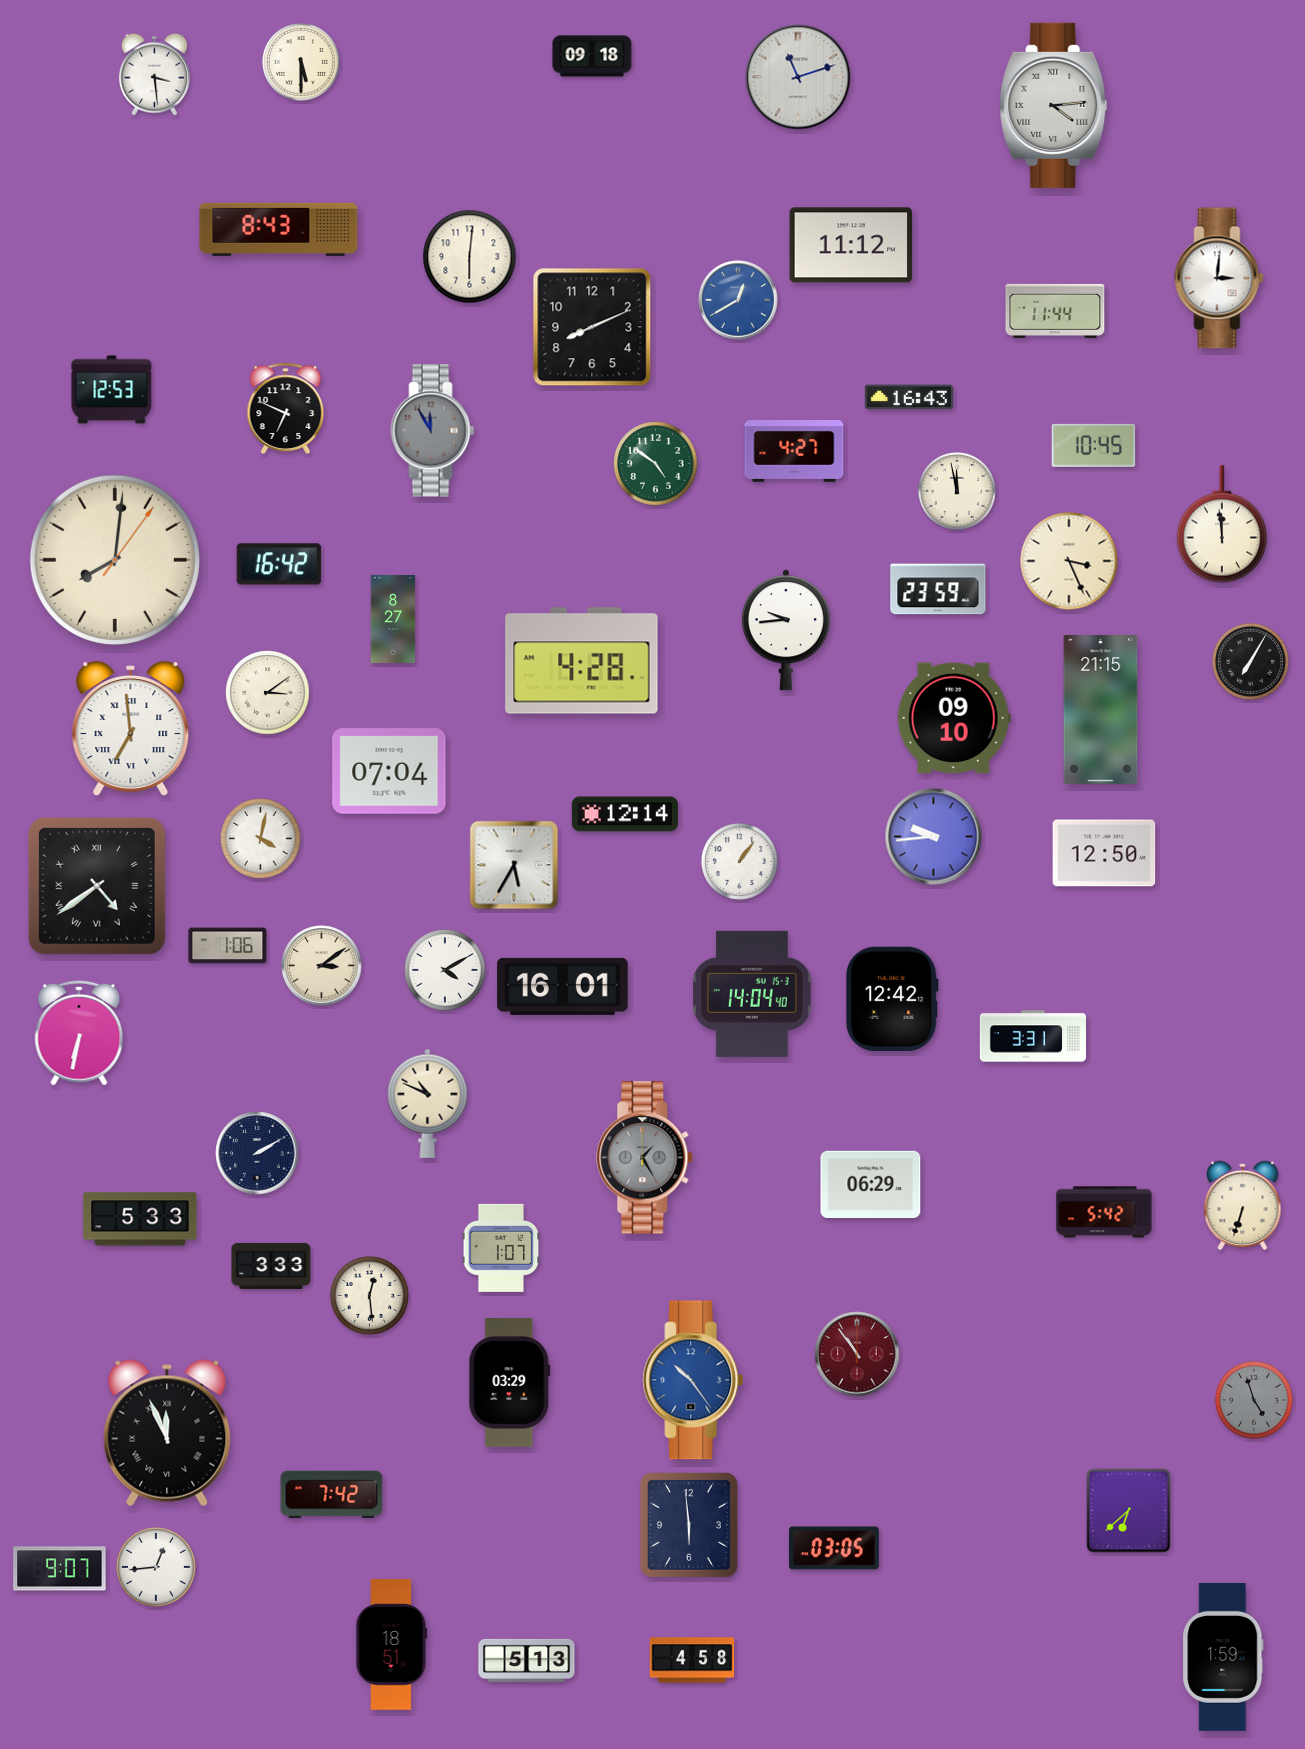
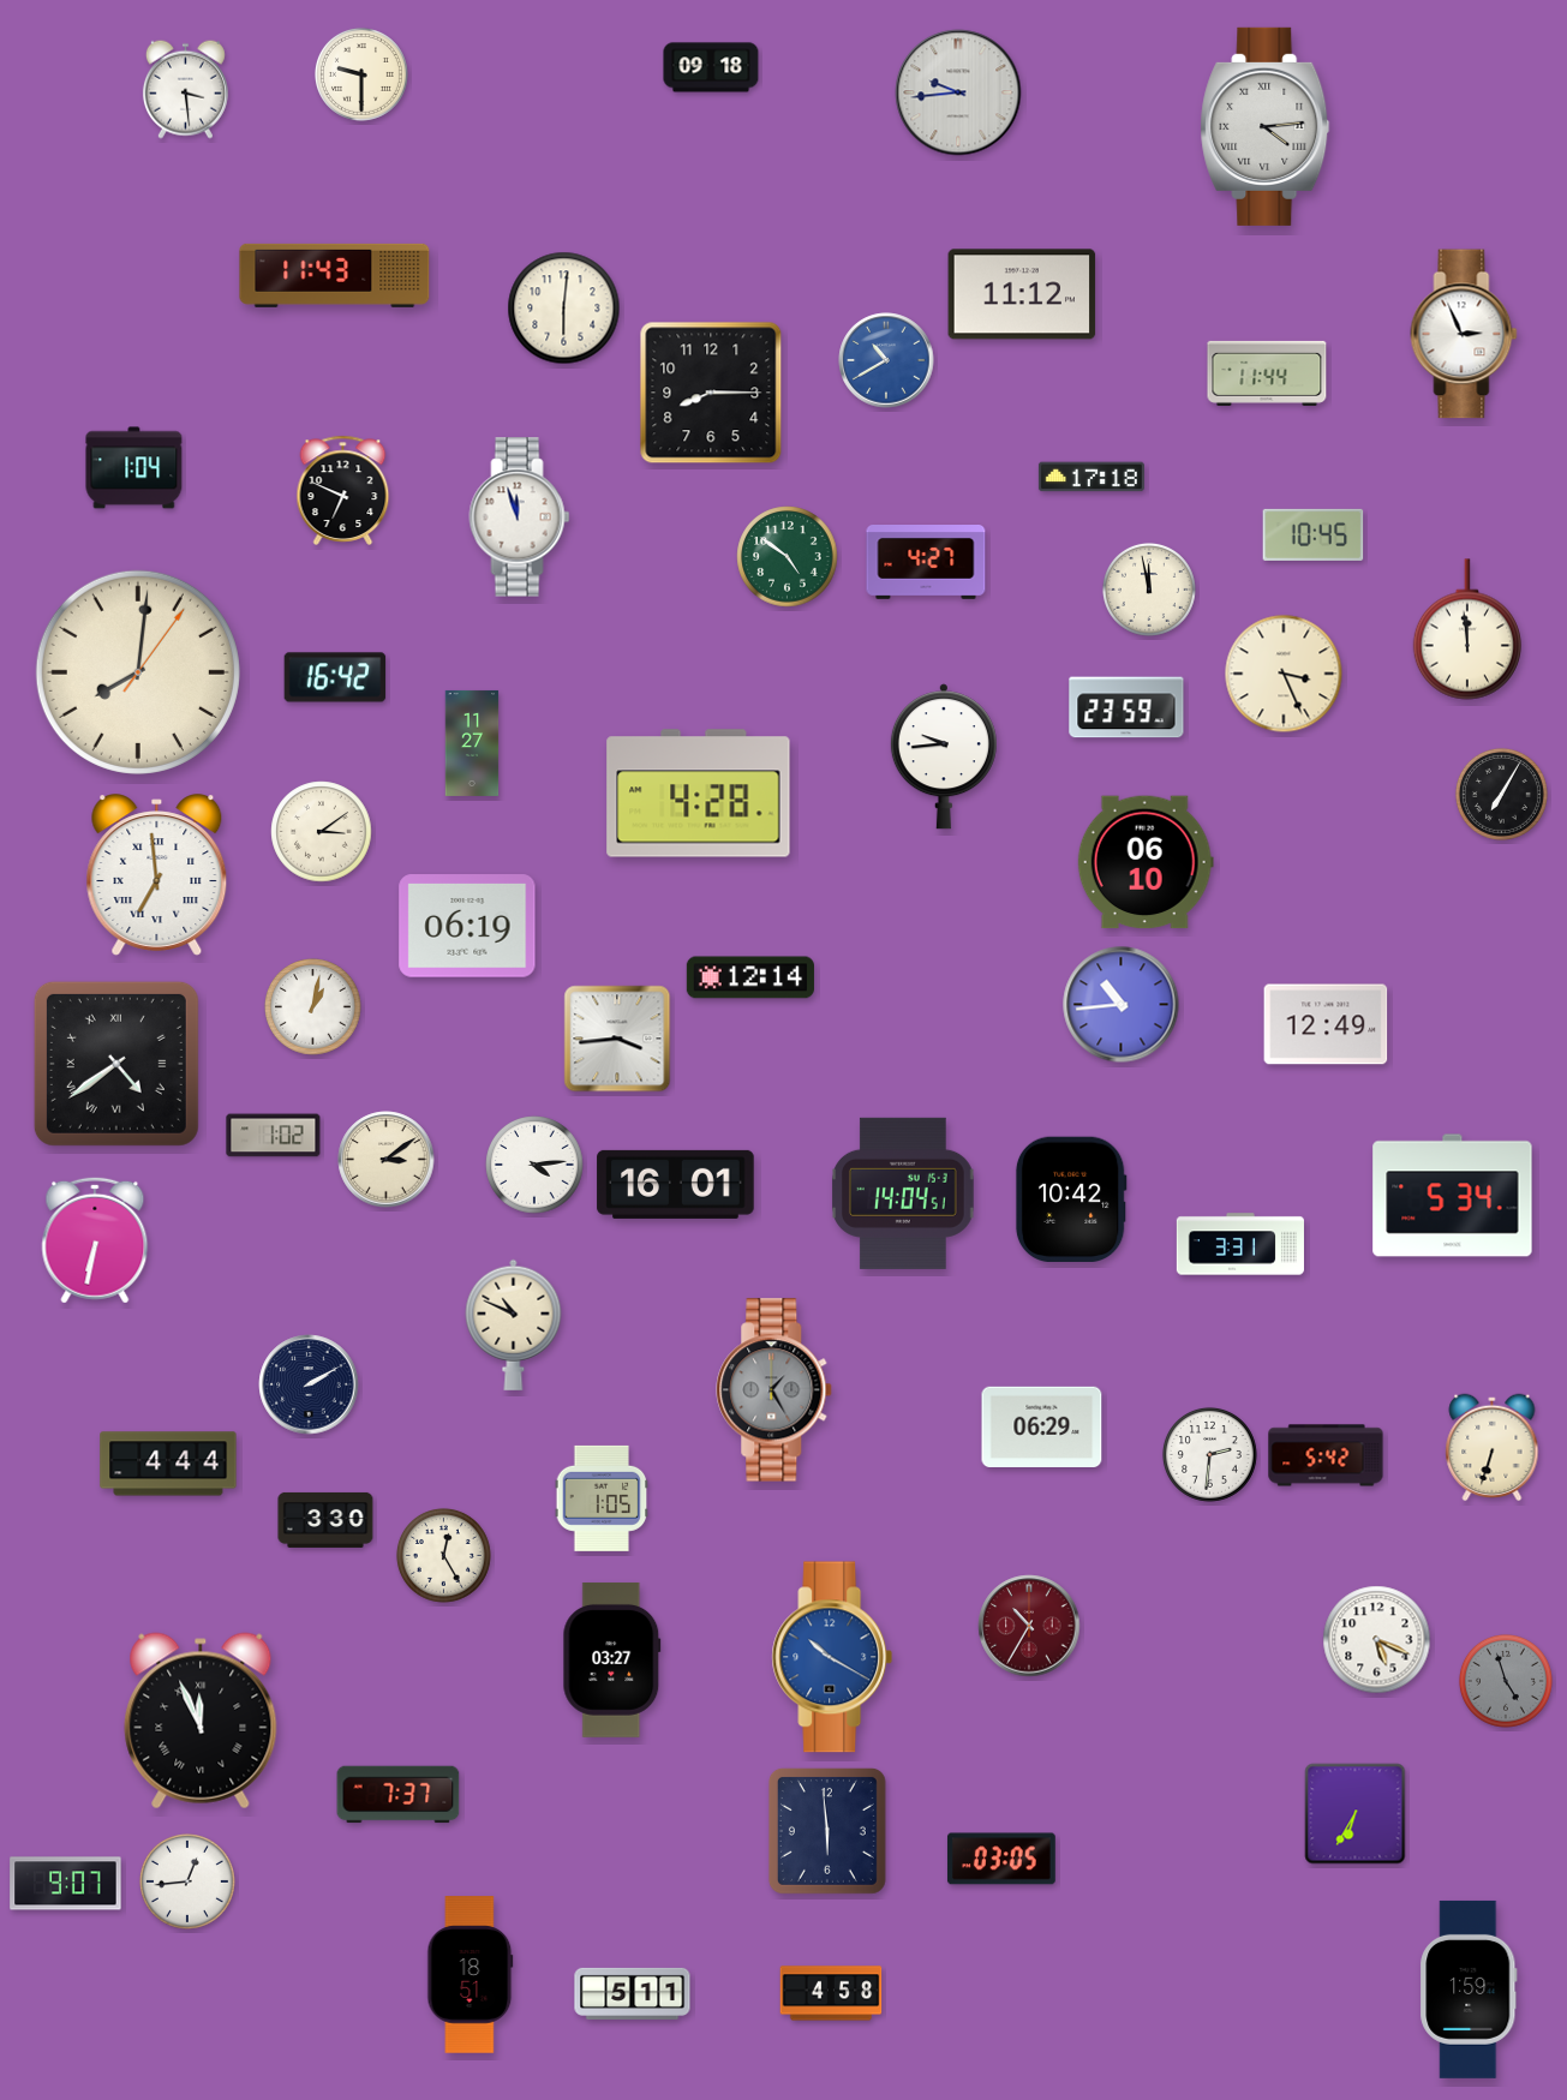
clock at (301, 62): 5:30 -> 9:30
clock at (798, 77): 11:12 -> 9:44
clock at (279, 229): 8:43 -> 11:43
clock at (1219, 278): 3:01 -> 2:56
clock at (738, 300): 12:40 -> 10:40
clock at (592, 327): 8:11 -> 8:15
clock at (112, 390): 12:53 -> 1:04
clock at (909, 397): 16:43 -> 17:18
clock at (433, 431): 11:55 -> 11:57
clock at (433, 431) dial: grey -> white
clock at (794, 451) position: (794, 451) -> (926, 562)
clock at (393, 619): 8:27 -> 11:27
clock at (1101, 710): 21:15 -> none
clock at (954, 718): 09:10 -> 06:10
clock at (389, 771): 07:04 -> 06:19
clock at (934, 837): 9:44 -> 10:44
clock at (261, 839): 4:02 -> 1:02
clock at (1104, 853): 12:50 -> 12:49
clock at (739, 861): 1:06 -> none
clock at (514, 865): 5:35 -> 3:44
clock at (228, 946): 1:06 -> 1:02
clock at (445, 970): 4:10 -> 4:14
clock at (752, 994): 14:04:40 -> 14:04:51
clock at (1453, 1196): none -> 5:34
clock at (892, 998): 12:42 -> 10:42
clock at (871, 1184) position: (871, 1184) -> (1042, 1426)
clock at (1209, 1454): none -> 2:31
clock at (140, 1219): 5:33 -> 4:44
clock at (501, 1248): 1:07 -> 1:05
clock at (271, 1266): 3:33 -> 3:30
clock at (369, 1295): 12:29 -> 12:25
clock at (857, 1354): 10:54 -> 10:35
clock at (1377, 1640): none -> 5:19
clock at (693, 1380): 10:24 -> 10:20
clock at (510, 1382): 03:29 -> 03:27
clock at (332, 1495): 7:42 -> 7:37
clock at (1129, 1511): 6:38 -> 6:35
clock at (60, 1569) position: (60, 1569) -> (66, 1884)
clock at (527, 1660): 5:13 -> 5:11
